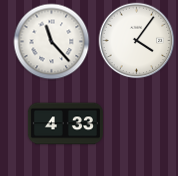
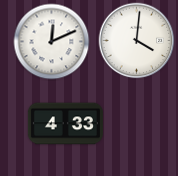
clock at (137, 41): 4:06 -> 4:01
clock at (52, 42): 11:23 -> 12:11
